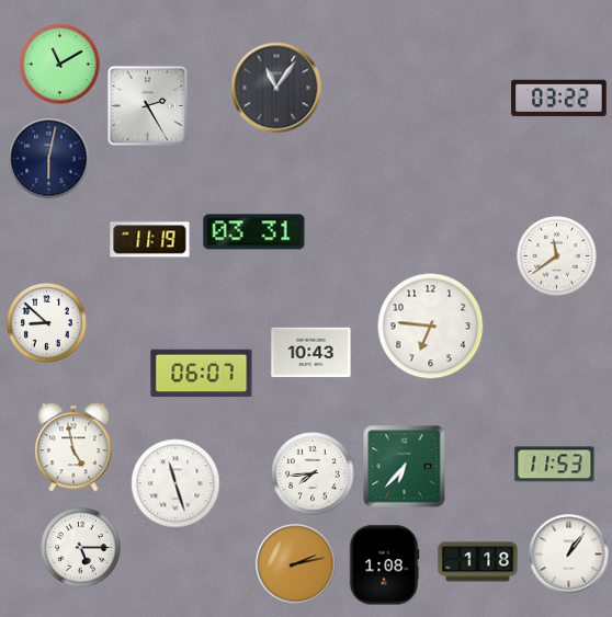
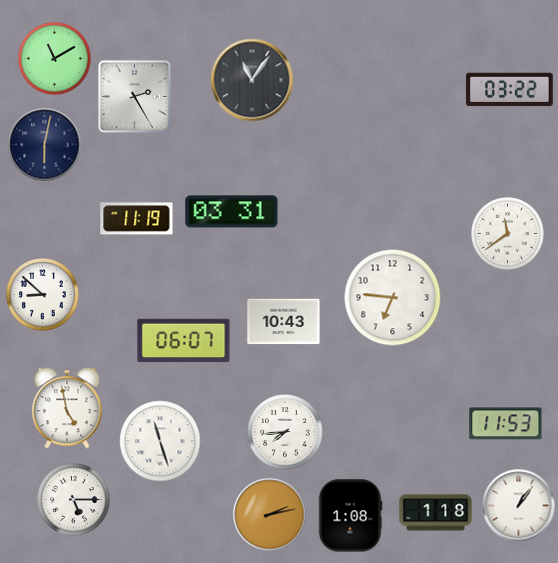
clock at (405, 467): 6:37 -> none
